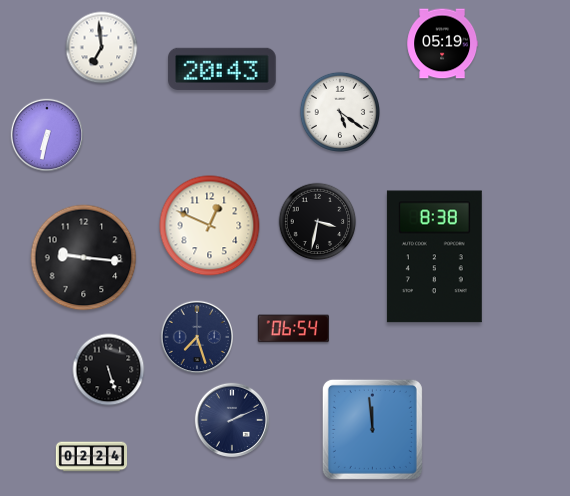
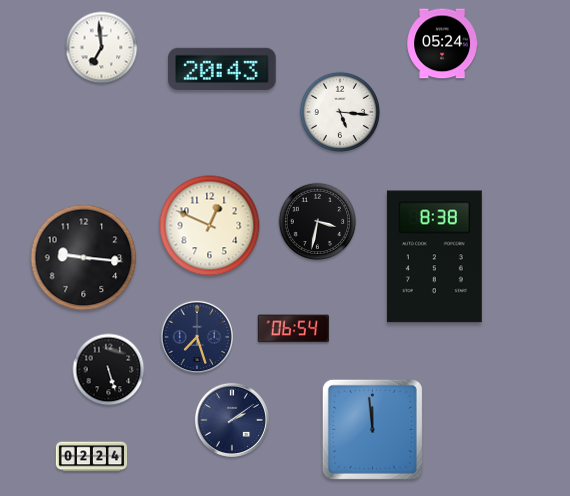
clock at (442, 44): 05:19 -> 05:24
clock at (340, 112): 5:21 -> 5:16
clock at (46, 134): 6:32 -> none
clock at (232, 420): 2:11 -> 2:09
